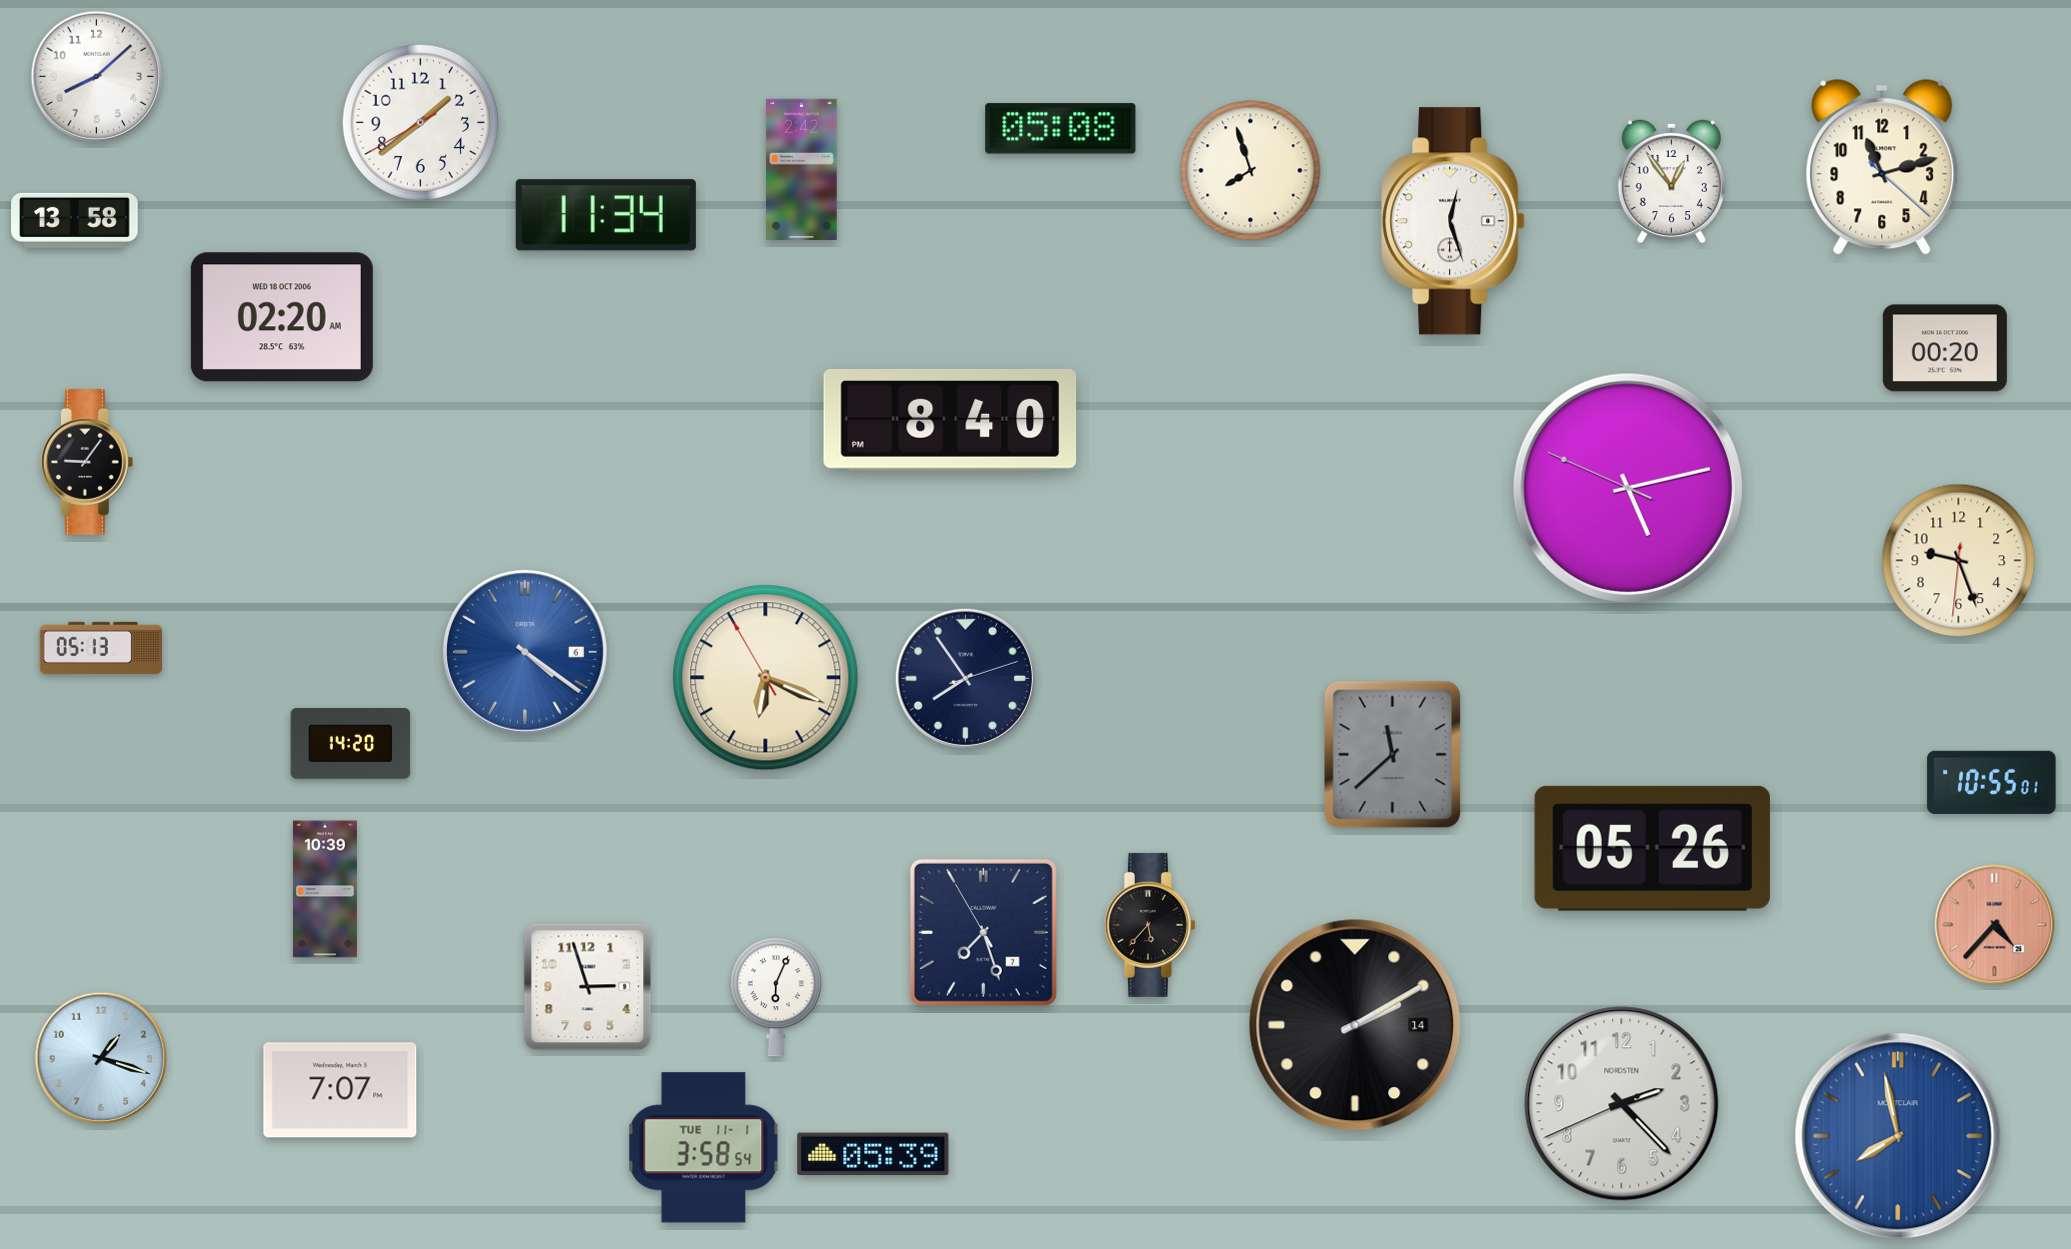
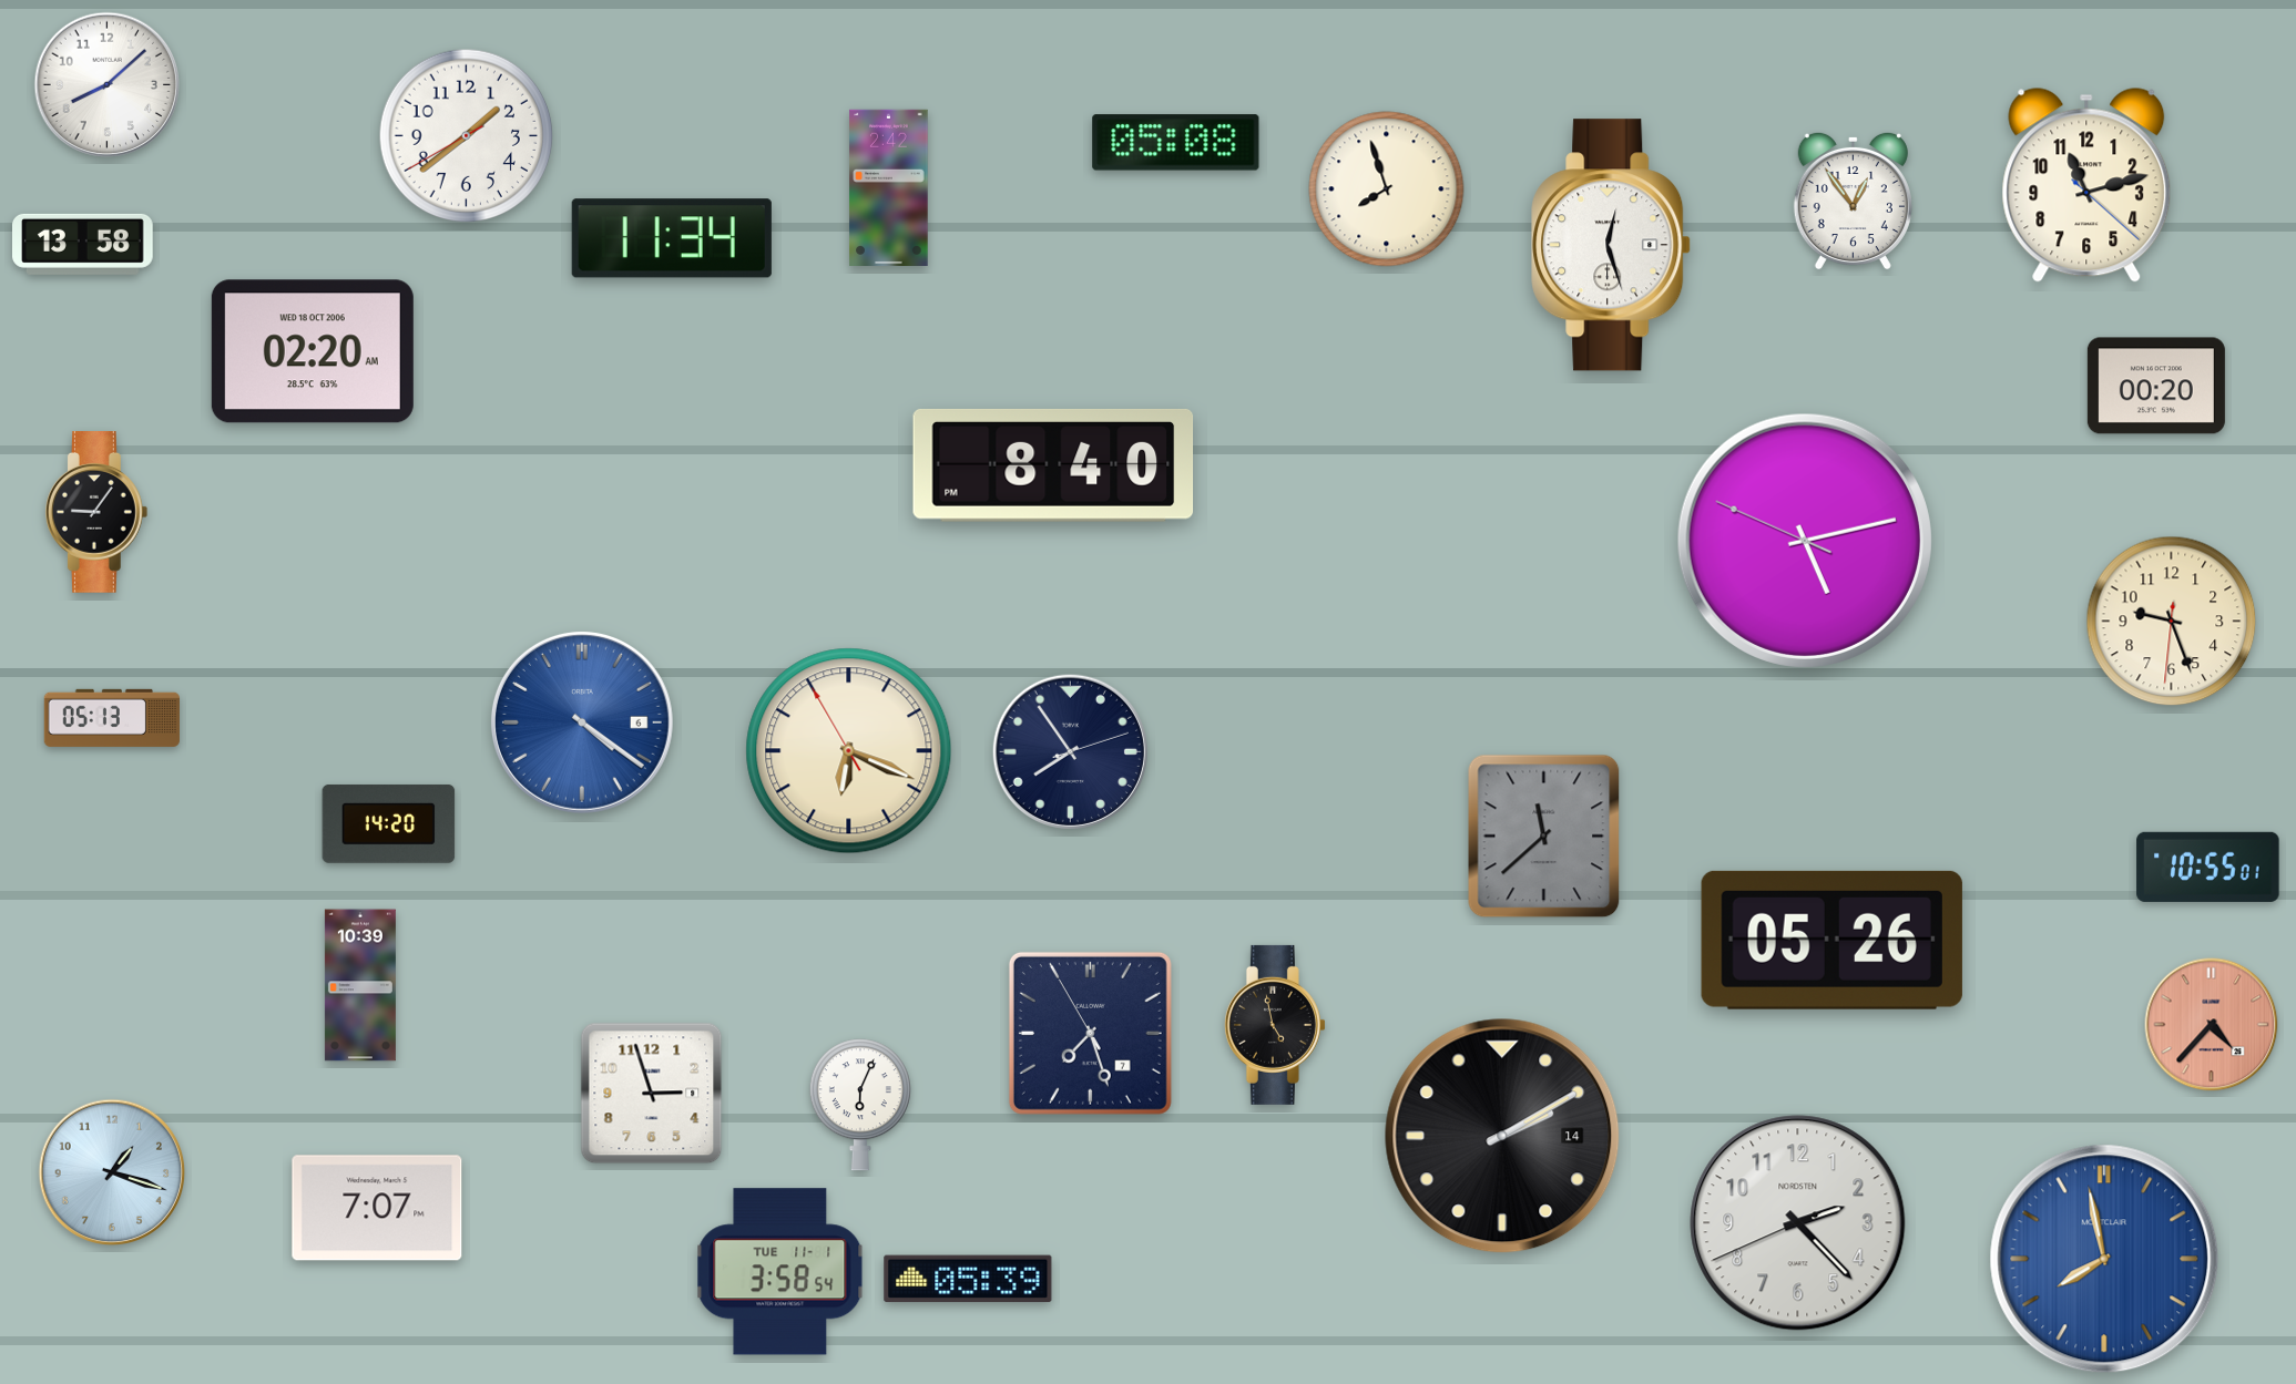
clock at (1150, 925): 5:37 -> 4:58
